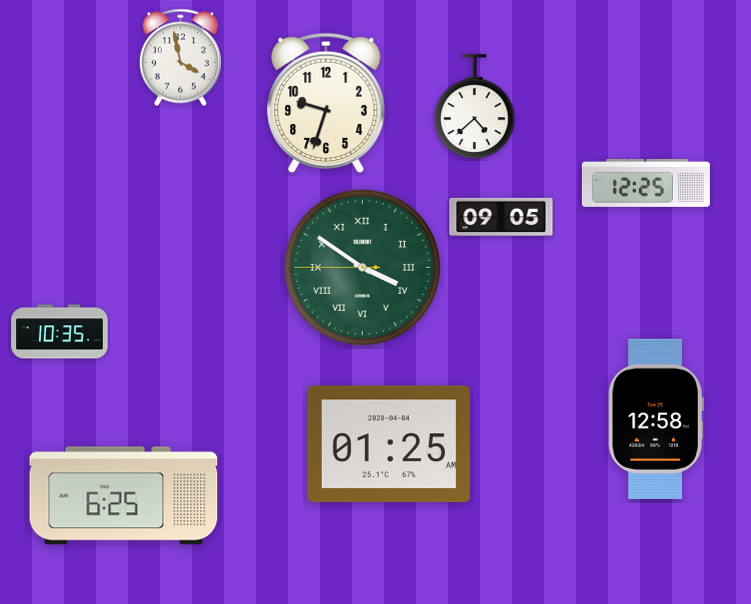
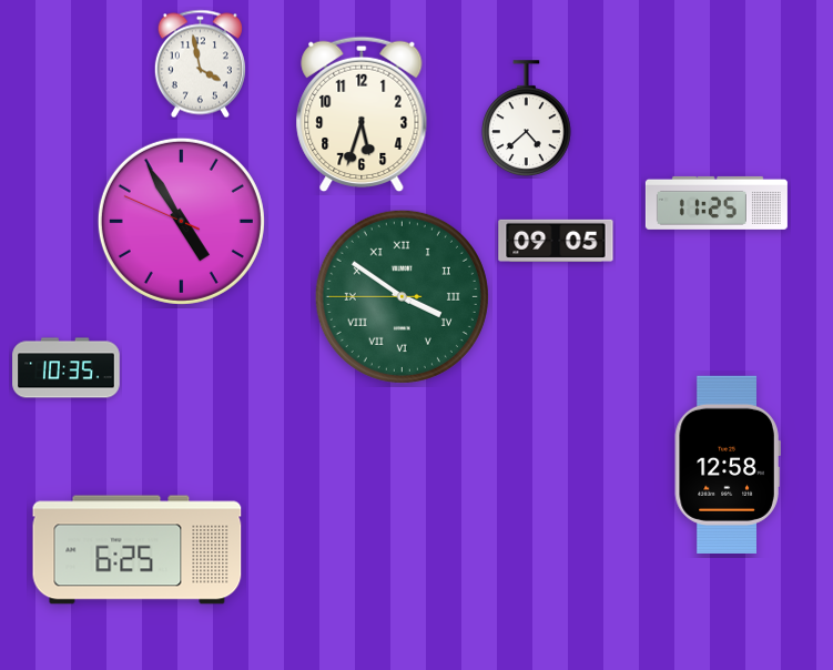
clock at (326, 103): 9:33 -> 5:33
clock at (646, 183): 12:25 -> 11:25
clock at (181, 221): none -> 4:54
clock at (389, 444): 01:25 -> none
